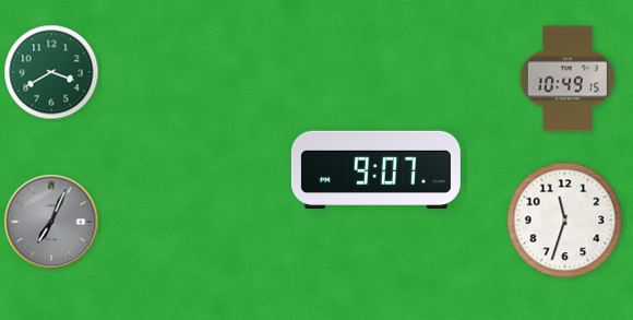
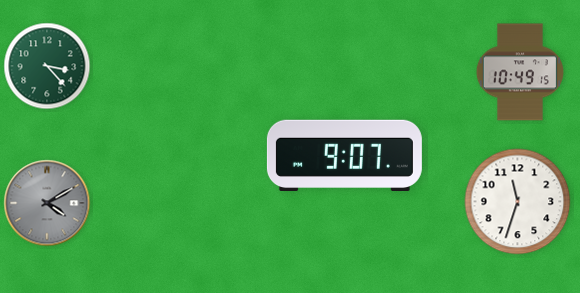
clock at (51, 72): 3:40 -> 3:23
clock at (51, 222): 7:04 -> 4:10
